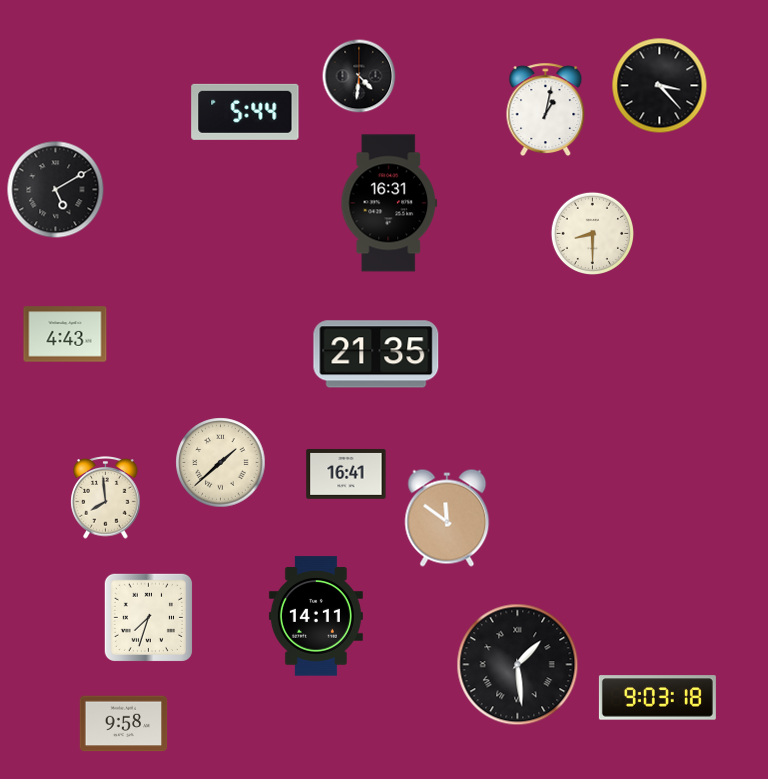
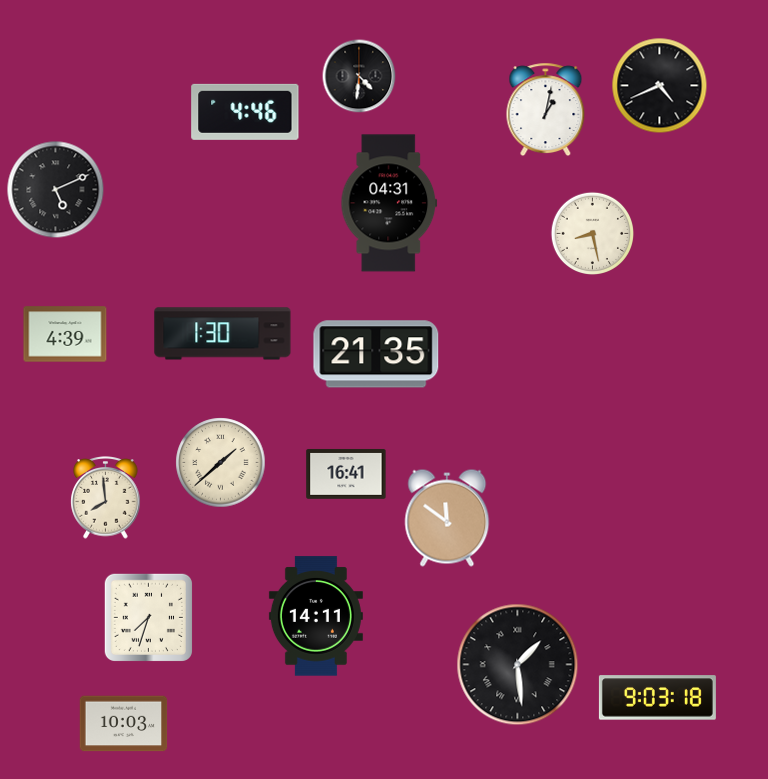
clock at (660, 86): 3:23 -> 4:41
clock at (245, 112): 5:44 -> 4:46
clock at (56, 190): 5:10 -> 5:11
clock at (389, 203): 16:31 -> 04:31
clock at (592, 233): 8:30 -> 8:28
clock at (65, 334): 4:43 -> 4:39
clock at (223, 334): none -> 1:30
clock at (124, 724): 9:58 -> 10:03
